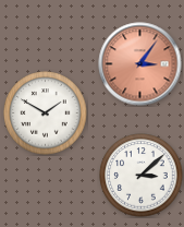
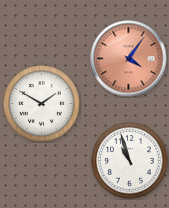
clock at (140, 64): 3:06 -> 4:06
clock at (142, 176): 3:08 -> 10:57
